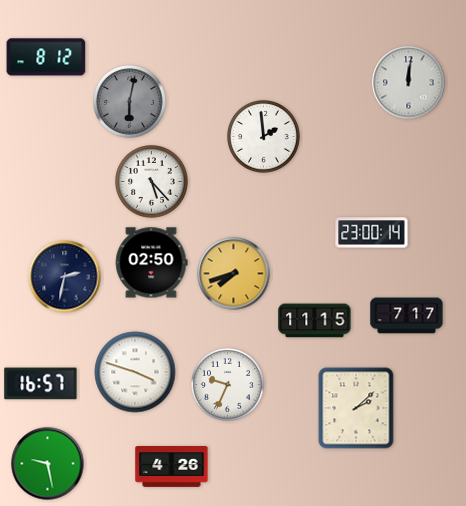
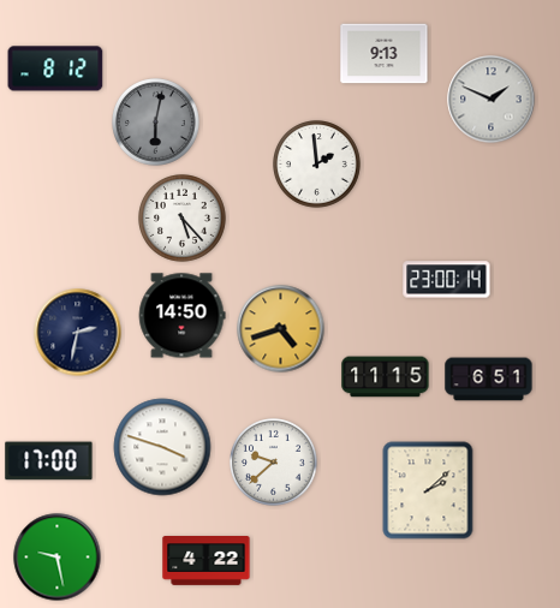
clock at (385, 54): none -> 9:13
clock at (409, 83): 12:01 -> 1:49
clock at (151, 263): 02:50 -> 14:50
clock at (234, 274): 7:42 -> 4:42
clock at (407, 316): 7:17 -> 6:51
clock at (315, 321) position: (315, 321) -> (386, 377)
clock at (41, 384): 16:57 -> 17:00
clock at (228, 385): 9:34 -> 9:38
clock at (172, 467): 4:26 -> 4:22
